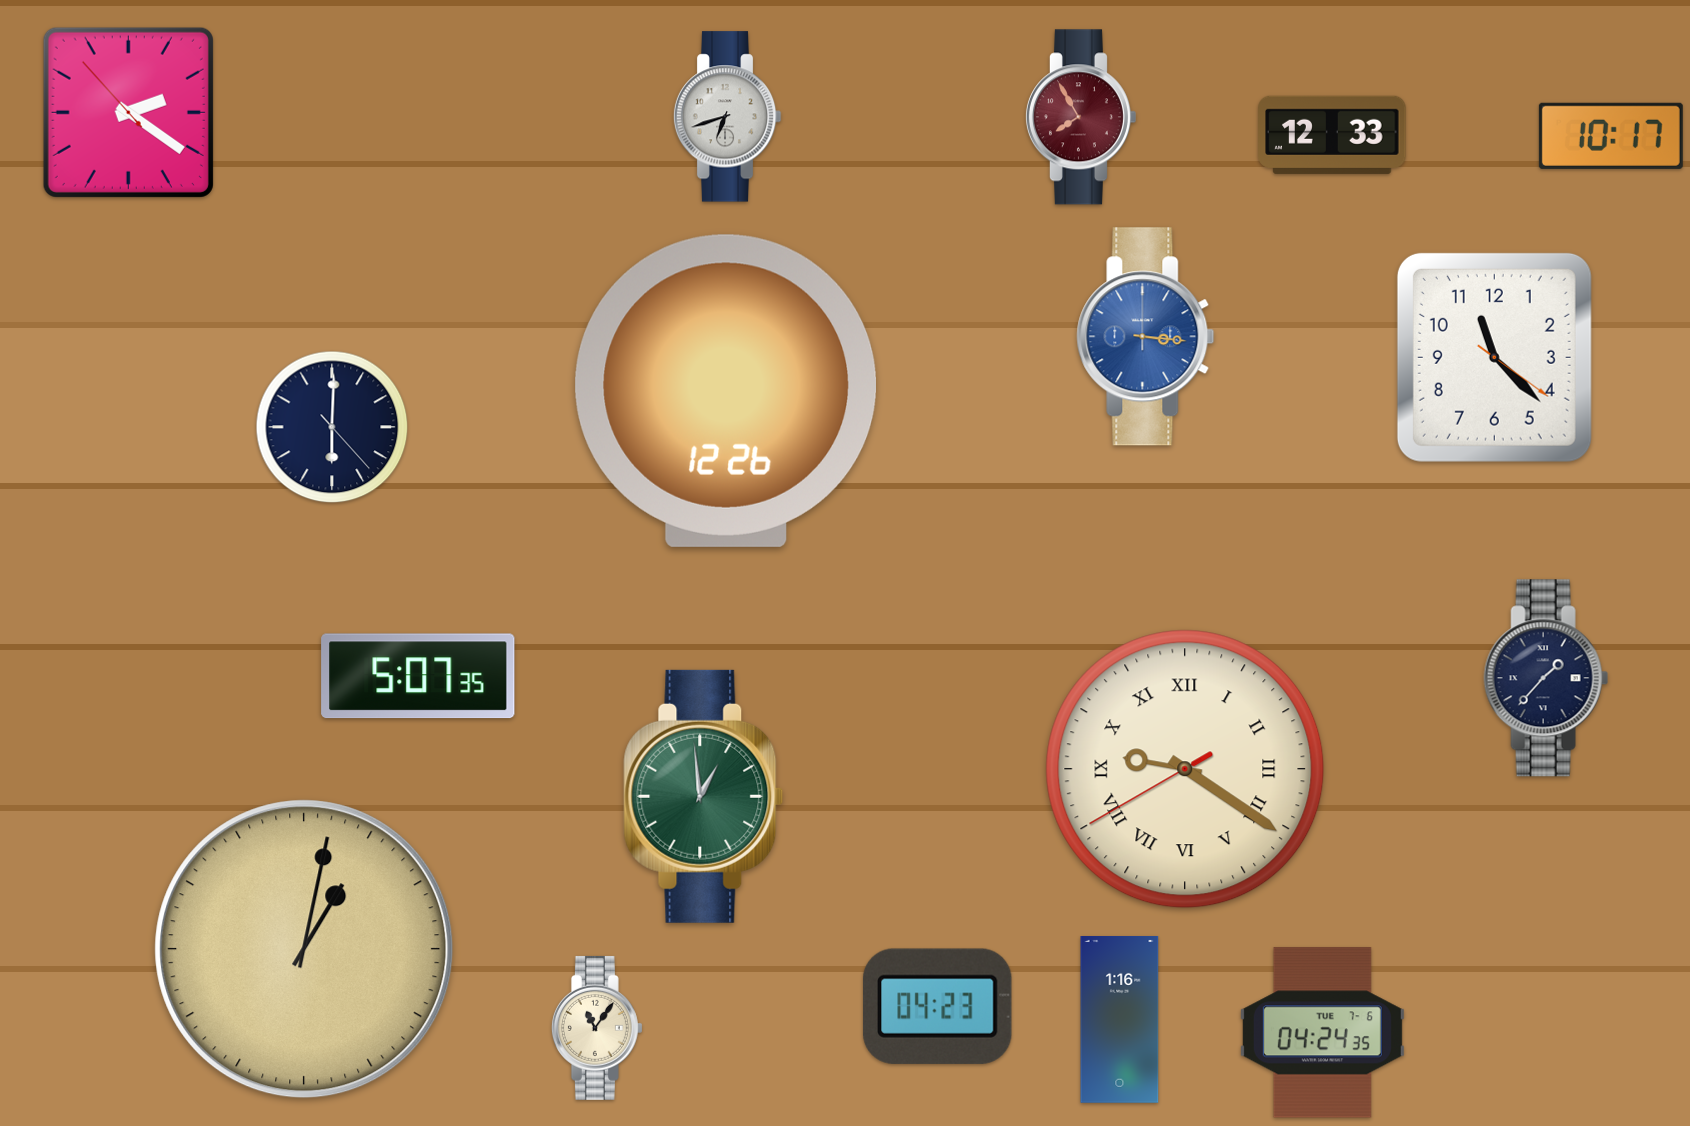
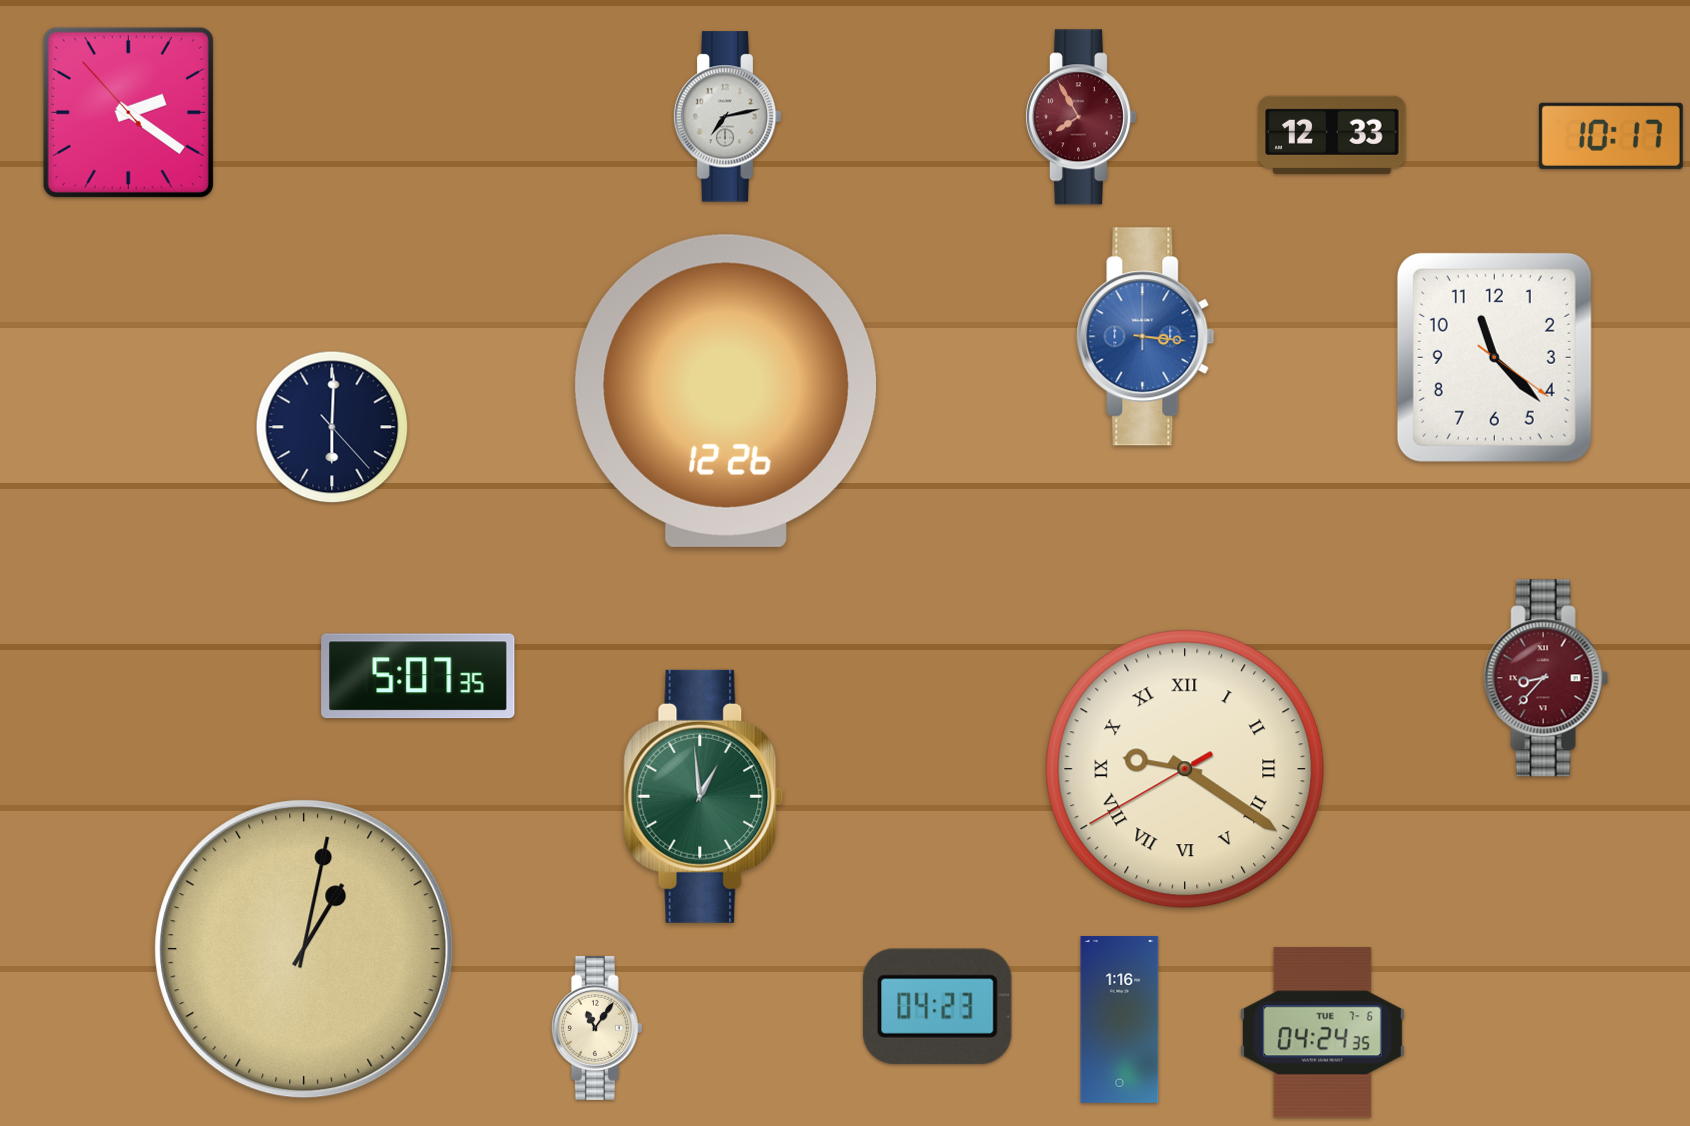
clock at (727, 117): 6:42 -> 7:13
clock at (1546, 678): 1:37 -> 8:37
clock at (1546, 678) dial: navy -> burgundy
